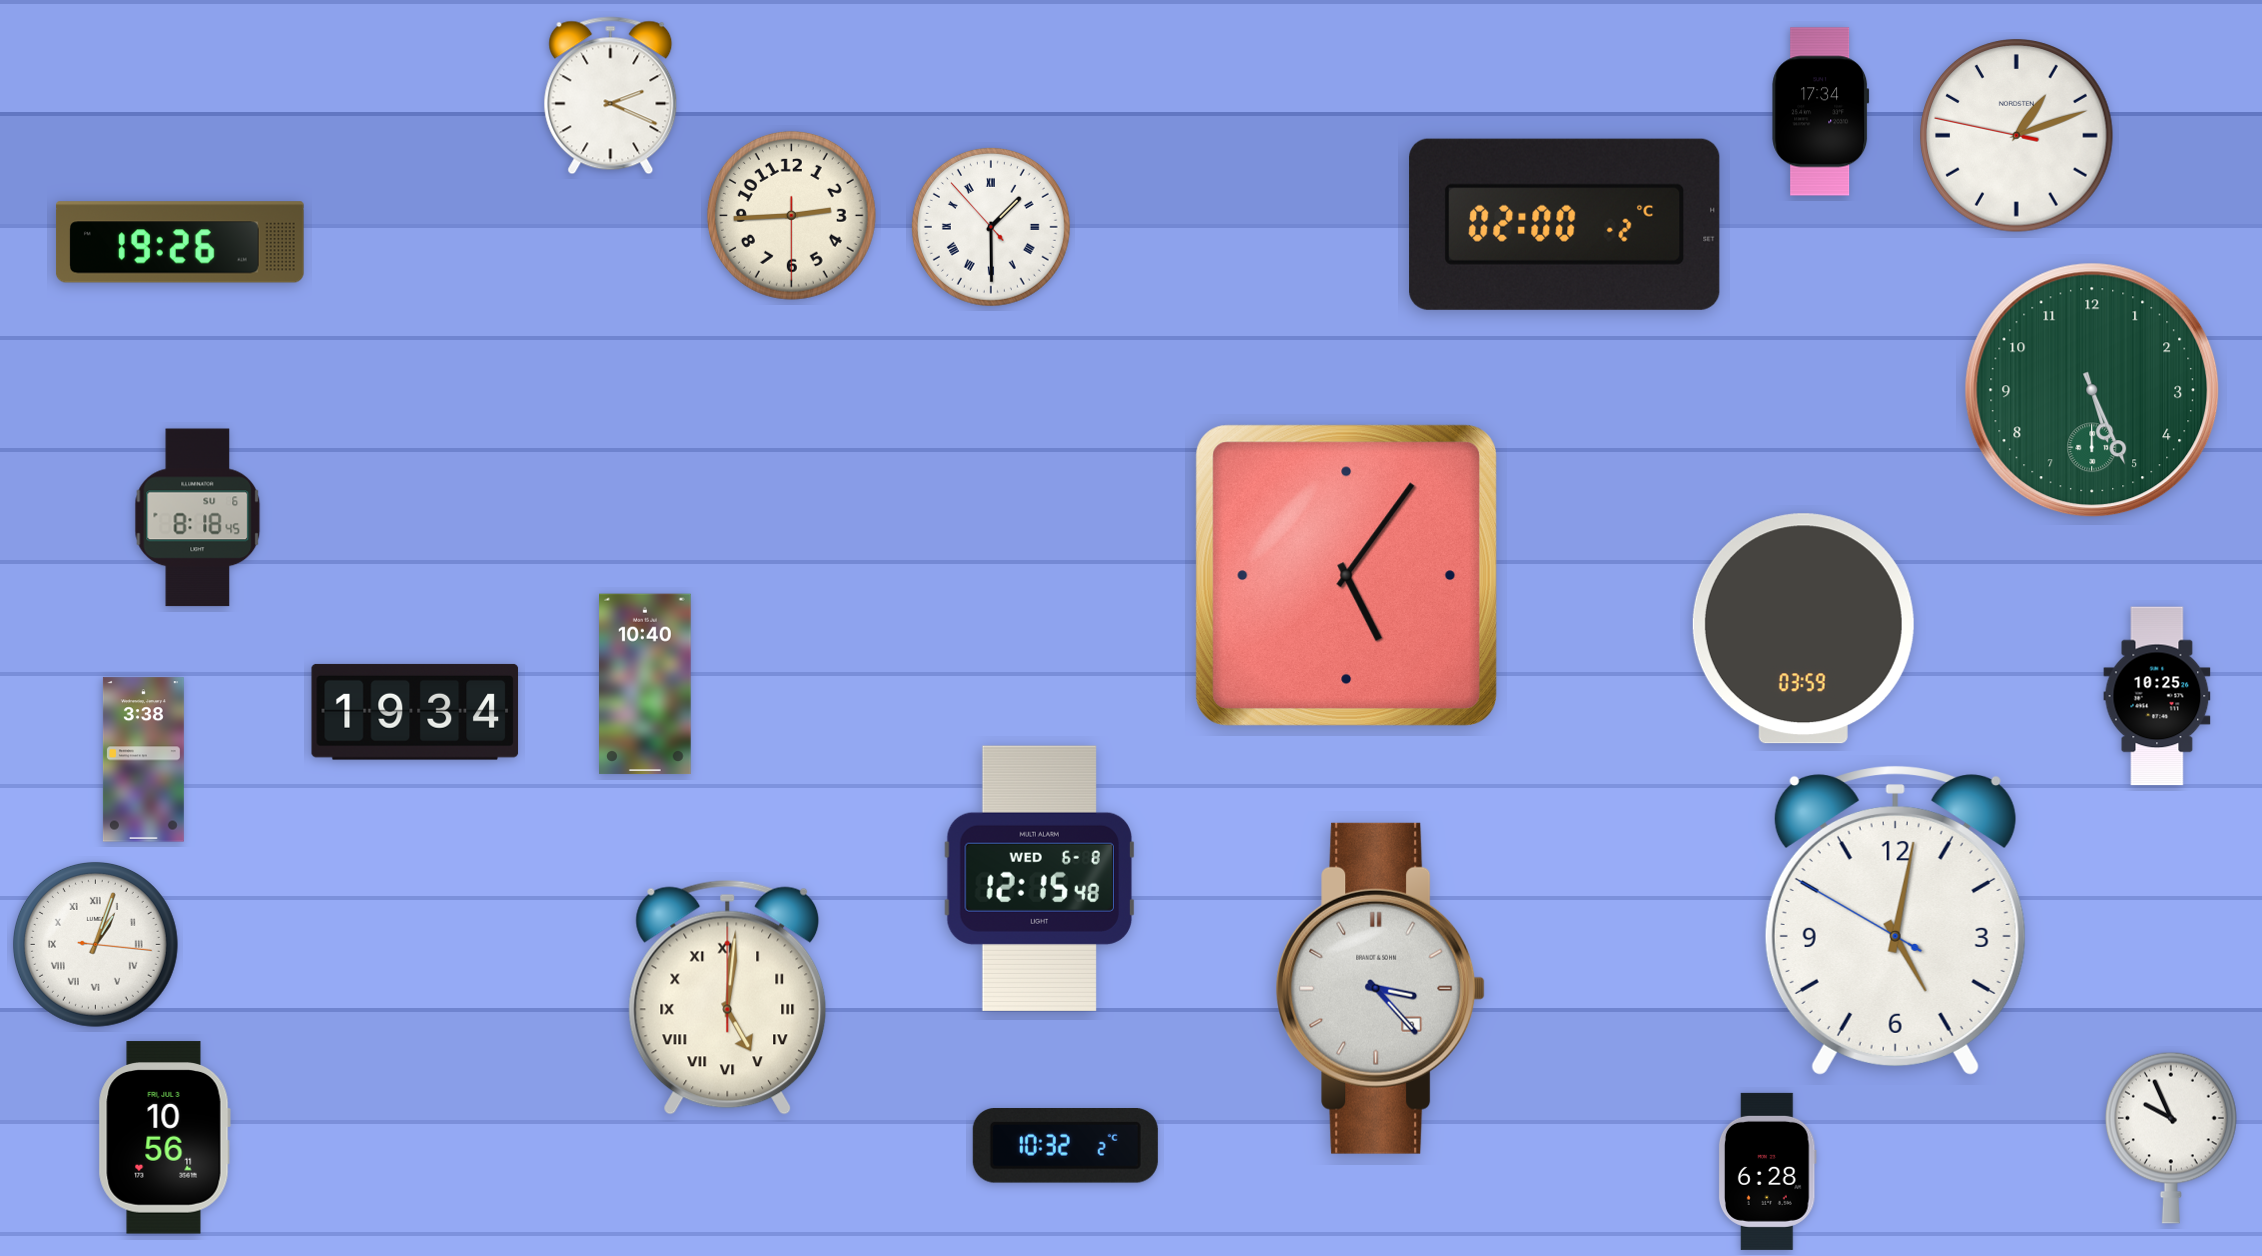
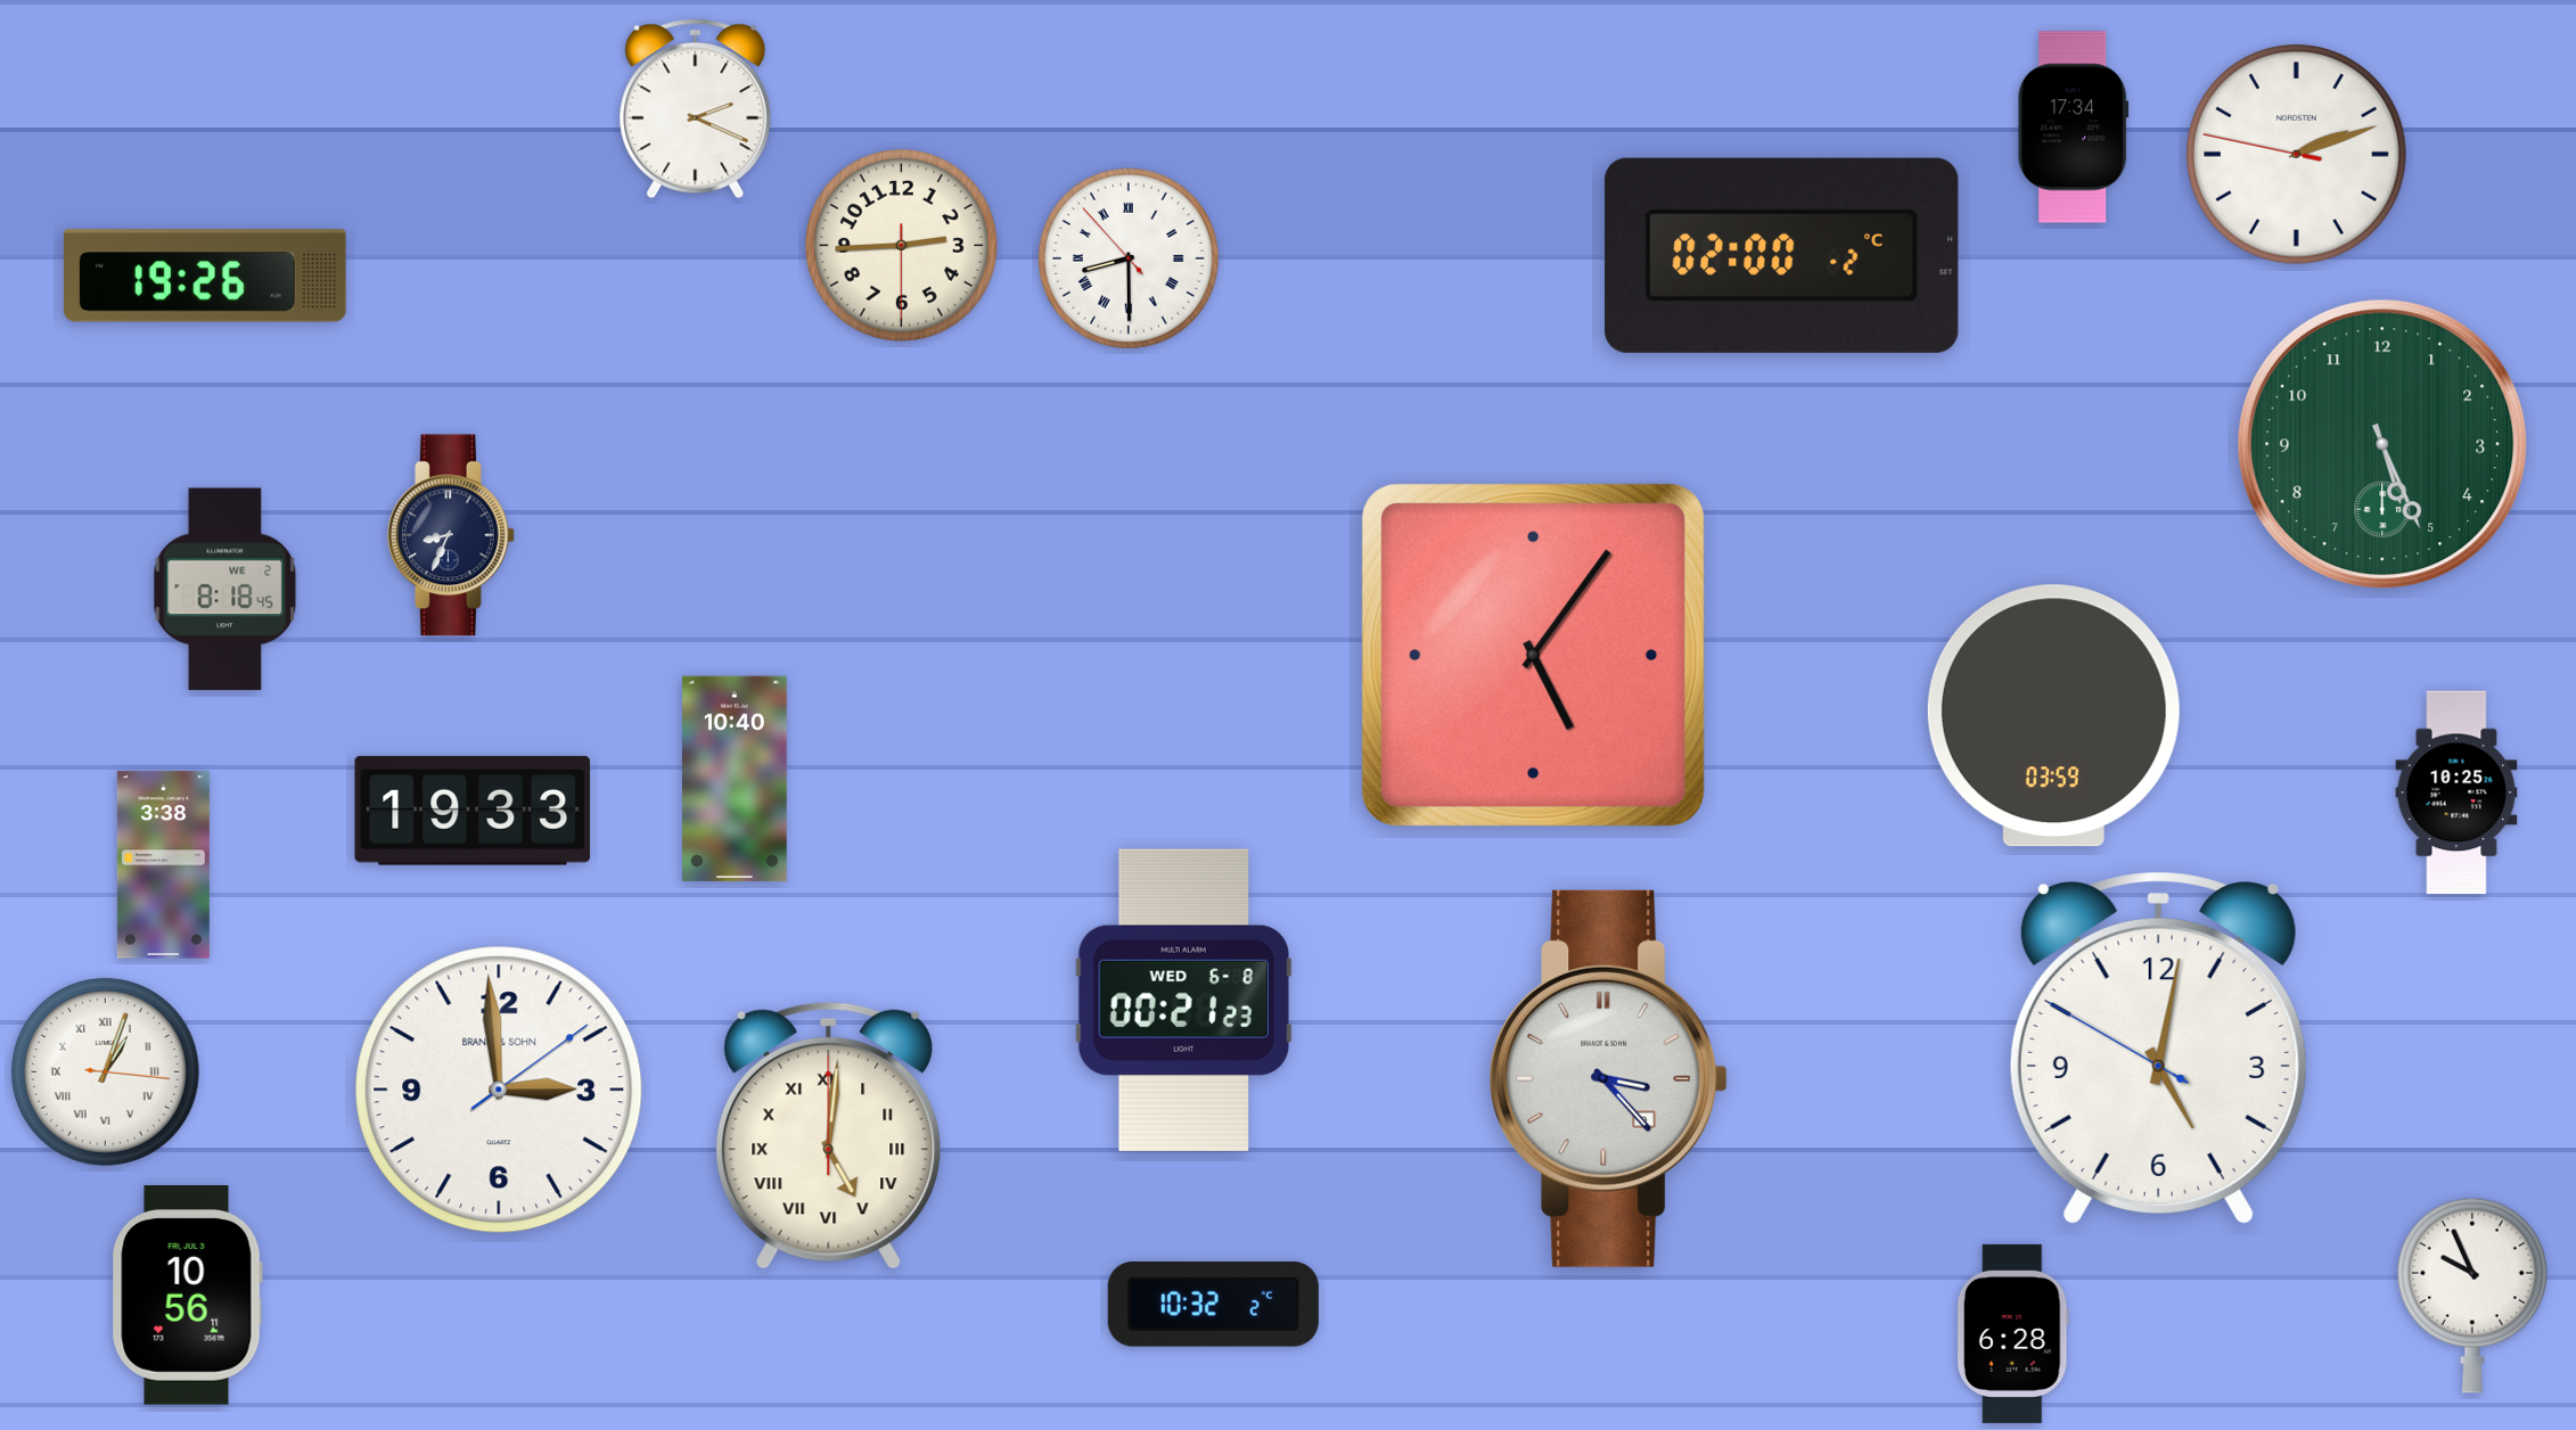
clock at (2017, 136): 1:11 -> 2:11
clock at (991, 227): 1:29 -> 8:29
clock at (451, 535): none -> 8:34
clock at (198, 518) date: SU 6 -> WE 2
clock at (415, 712): 19:34 -> 19:33
clock at (1039, 878): 12:15 -> 00:21
clock at (95, 944) position: (95, 944) -> (105, 1071)
clock at (499, 1090): none -> 2:59
clock at (1381, 988) position: (1381, 988) -> (1609, 1078)
